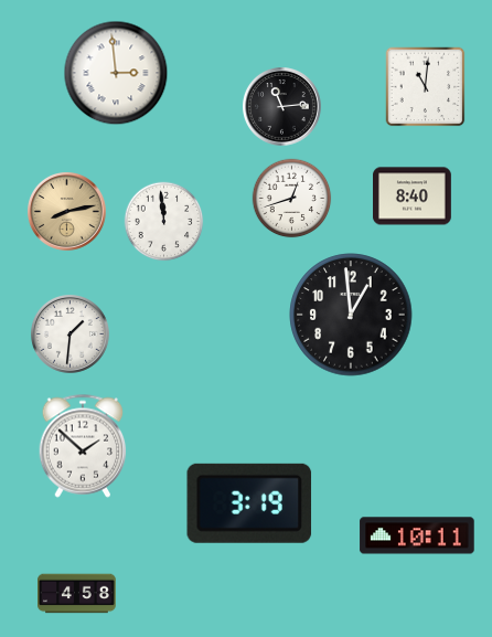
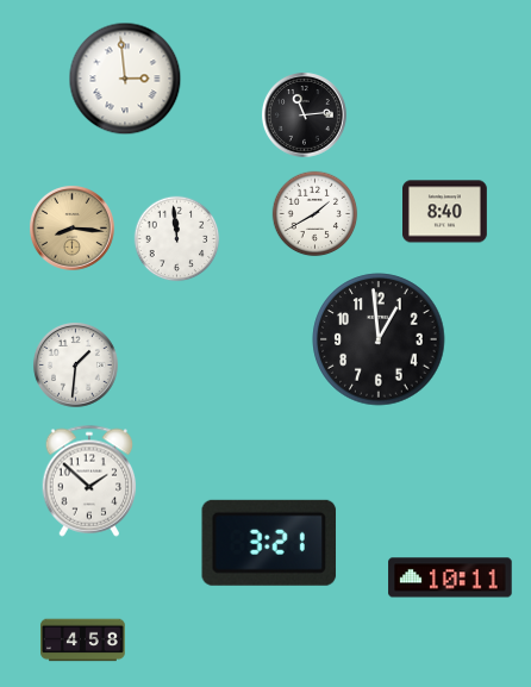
clock at (426, 87): 11:01 -> none
clock at (292, 199): 12:42 -> 1:40
clock at (67, 212): 8:13 -> 8:16
clock at (71, 335) position: (71, 335) -> (76, 366)
clock at (249, 503): 3:19 -> 3:21
